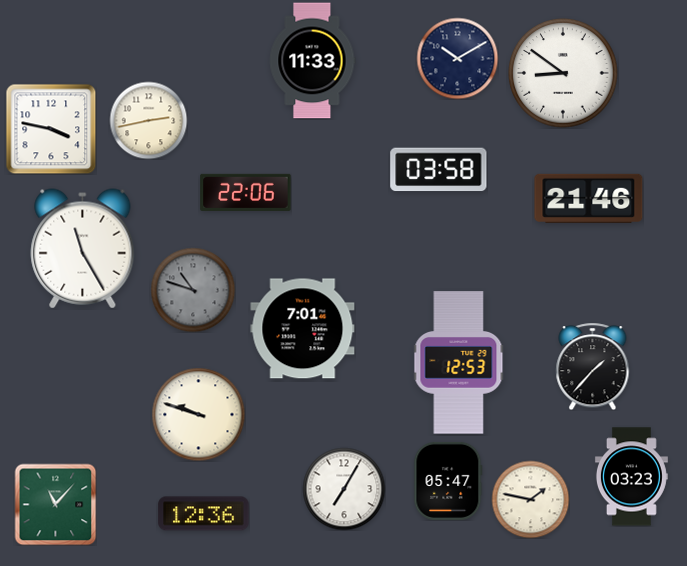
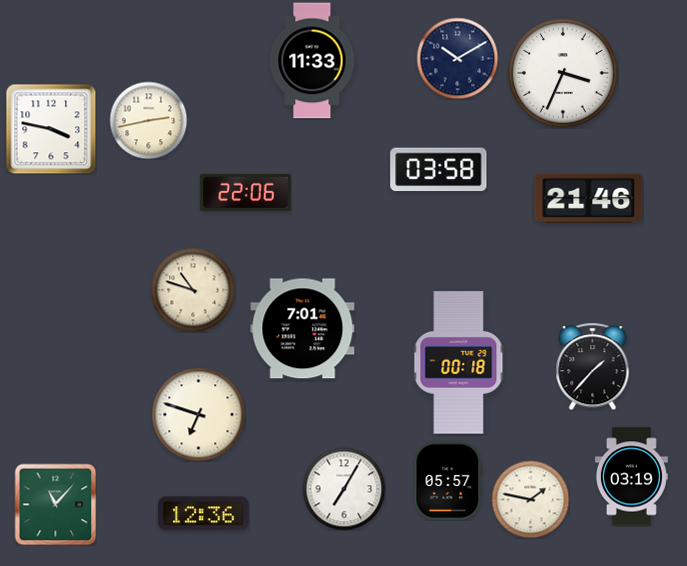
clock at (563, 73): 8:51 -> 3:34
clock at (83, 249): 11:25 -> none
clock at (193, 290) dial: grey -> cream
clock at (459, 363): 12:53 -> 00:18
clock at (198, 414): 9:48 -> 6:48
clock at (631, 477): 03:23 -> 03:19
clock at (448, 481): 05:47 -> 05:57
